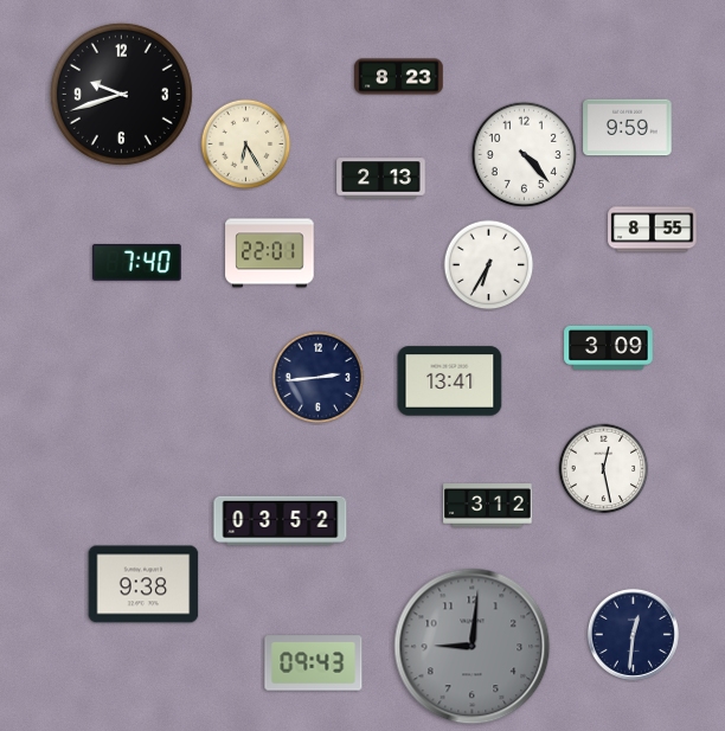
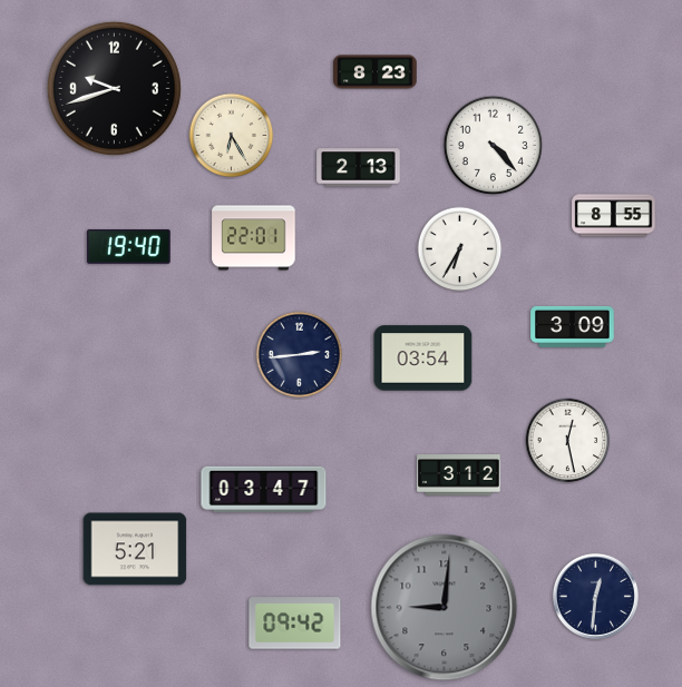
clock at (628, 128): 9:59 -> none
clock at (137, 262): 7:40 -> 19:40
clock at (450, 381): 13:41 -> 03:54
clock at (281, 520): 03:52 -> 03:47
clock at (143, 584): 9:38 -> 5:21
clock at (314, 663): 09:43 -> 09:42
